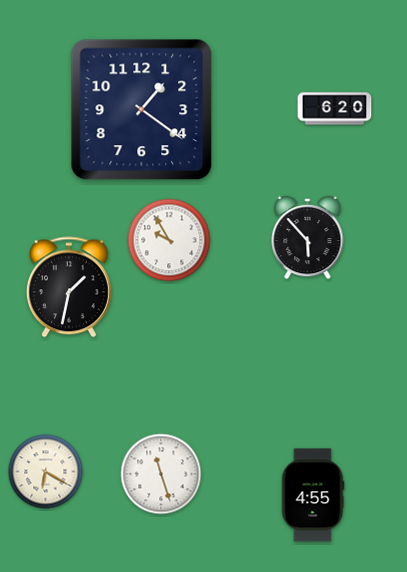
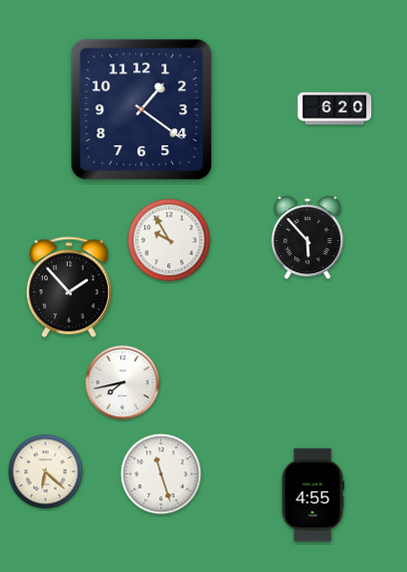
clock at (69, 287): 1:32 -> 1:53
clock at (123, 383): none -> 7:43
clock at (46, 472): 6:20 -> 6:22
